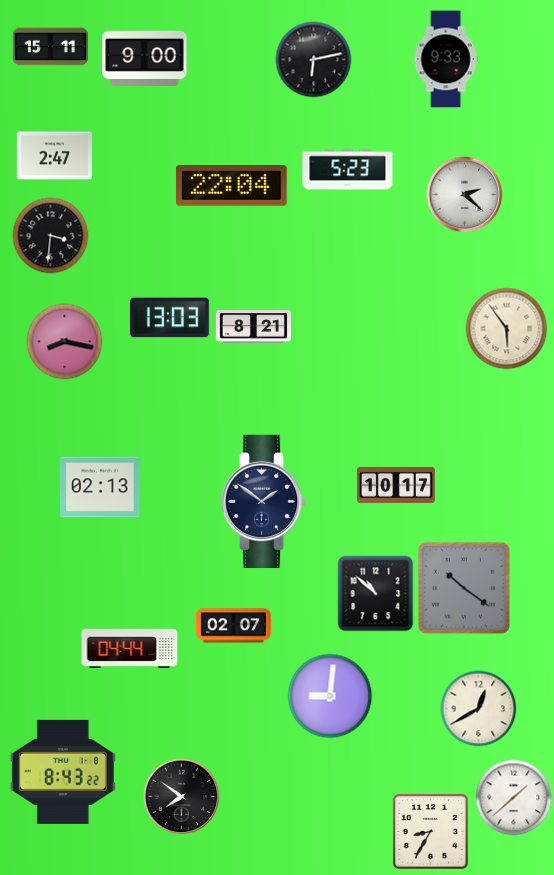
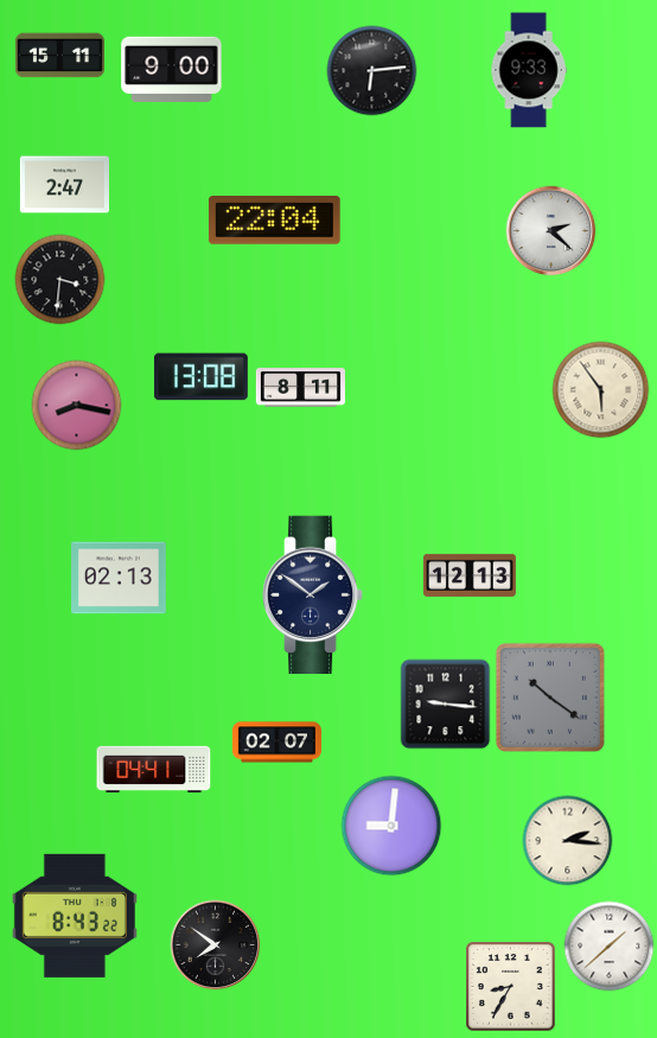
clock at (314, 60): 6:13 -> 6:14
clock at (348, 170): 5:23 -> none
clock at (169, 318): 13:03 -> 13:08
clock at (253, 327): 8:21 -> 8:11
clock at (396, 485): 10:17 -> 12:13
clock at (376, 594): 10:52 -> 9:16
clock at (130, 648): 04:44 -> 04:41
clock at (479, 709): 12:40 -> 2:16
